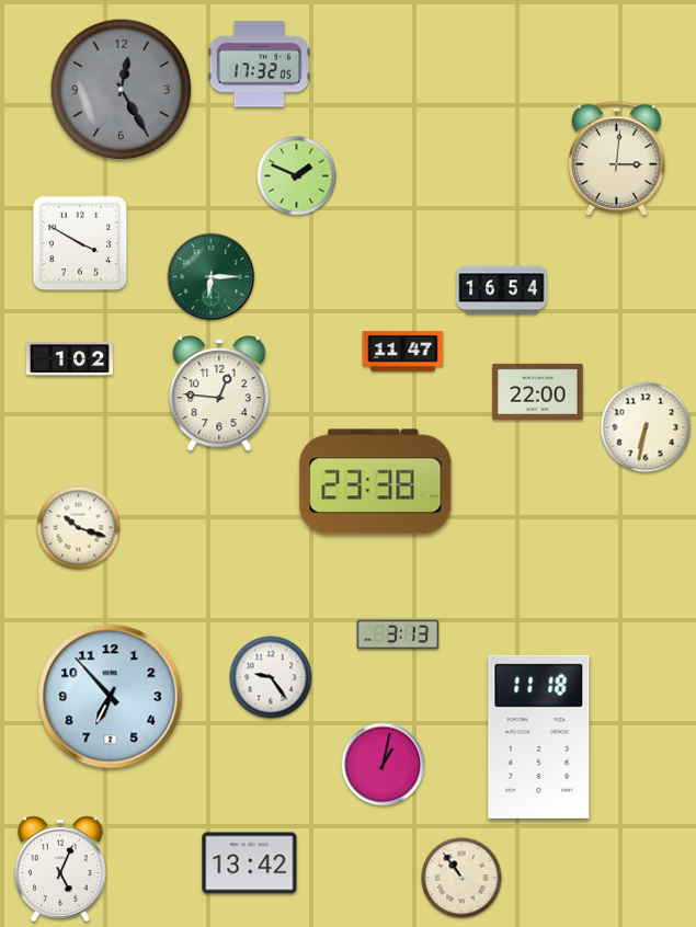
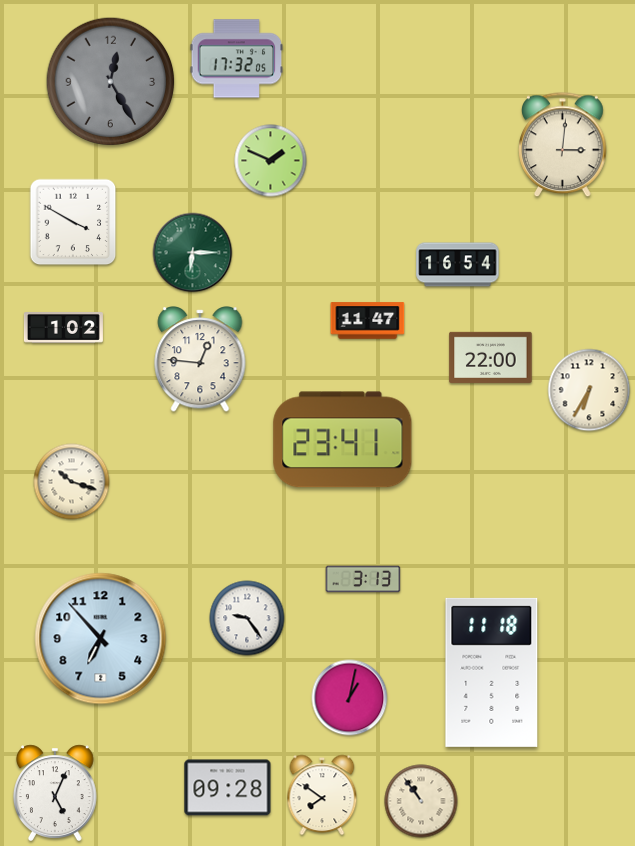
clock at (646, 427): 6:32 -> 6:35
clock at (376, 482): 23:38 -> 23:41
clock at (111, 697) position: (111, 697) -> (101, 639)
clock at (250, 863): 13:42 -> 09:28
clock at (322, 795): none -> 7:51
